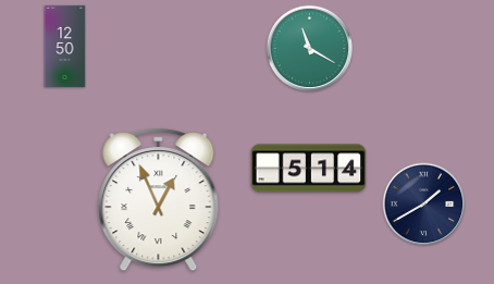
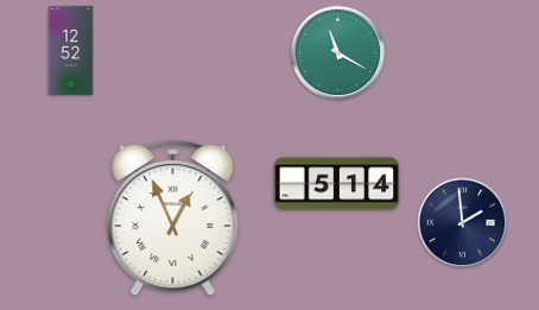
clock at (65, 46): 12:50 -> 12:52
clock at (424, 205): 1:40 -> 1:59
